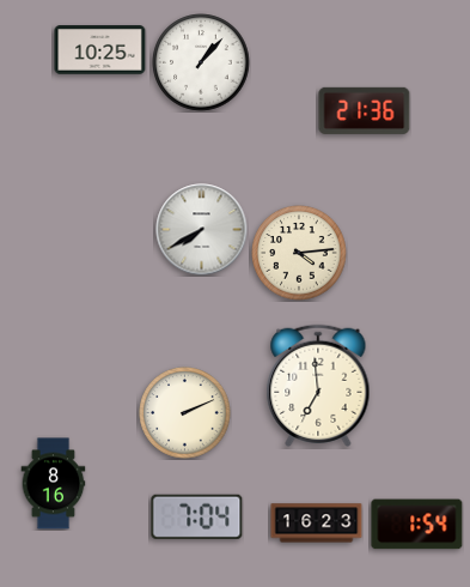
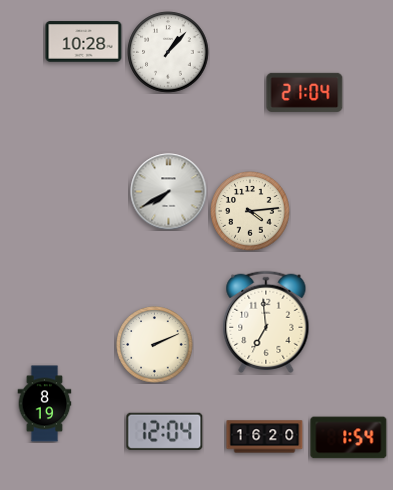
clock at (100, 50): 10:25 -> 10:28
clock at (365, 110): 21:36 -> 21:04
clock at (54, 484): 8:16 -> 8:19
clock at (197, 516): 7:04 -> 12:04
clock at (317, 524): 16:23 -> 16:20
